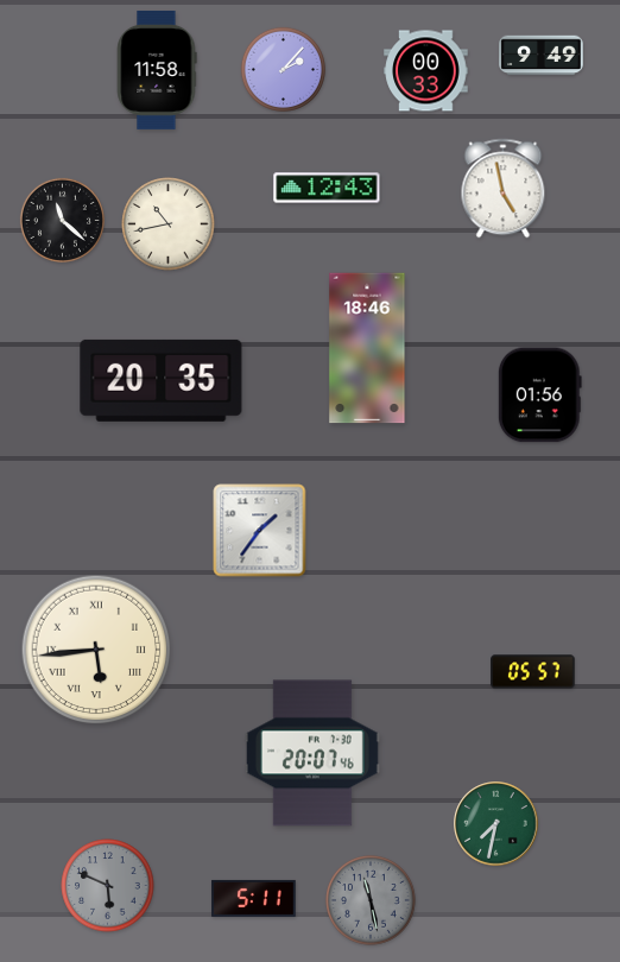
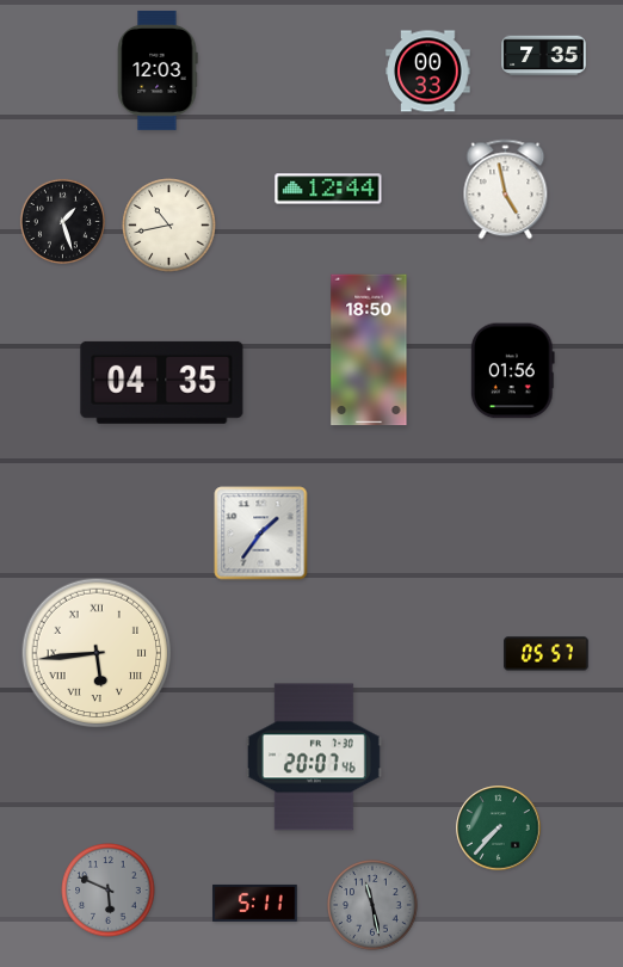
clock at (542, 56): 9:49 -> 7:35
clock at (283, 69): 2:07 -> none
clock at (157, 70): 11:58 -> 12:03
clock at (327, 188): 12:43 -> 12:44
clock at (62, 220): 11:22 -> 1:27
clock at (367, 348): 18:46 -> 18:50
clock at (162, 380): 20:35 -> 04:35
clock at (539, 395) position: (539, 395) -> (512, 371)
clock at (533, 672) position: (533, 672) -> (547, 654)
clock at (496, 824): 7:32 -> 7:37
